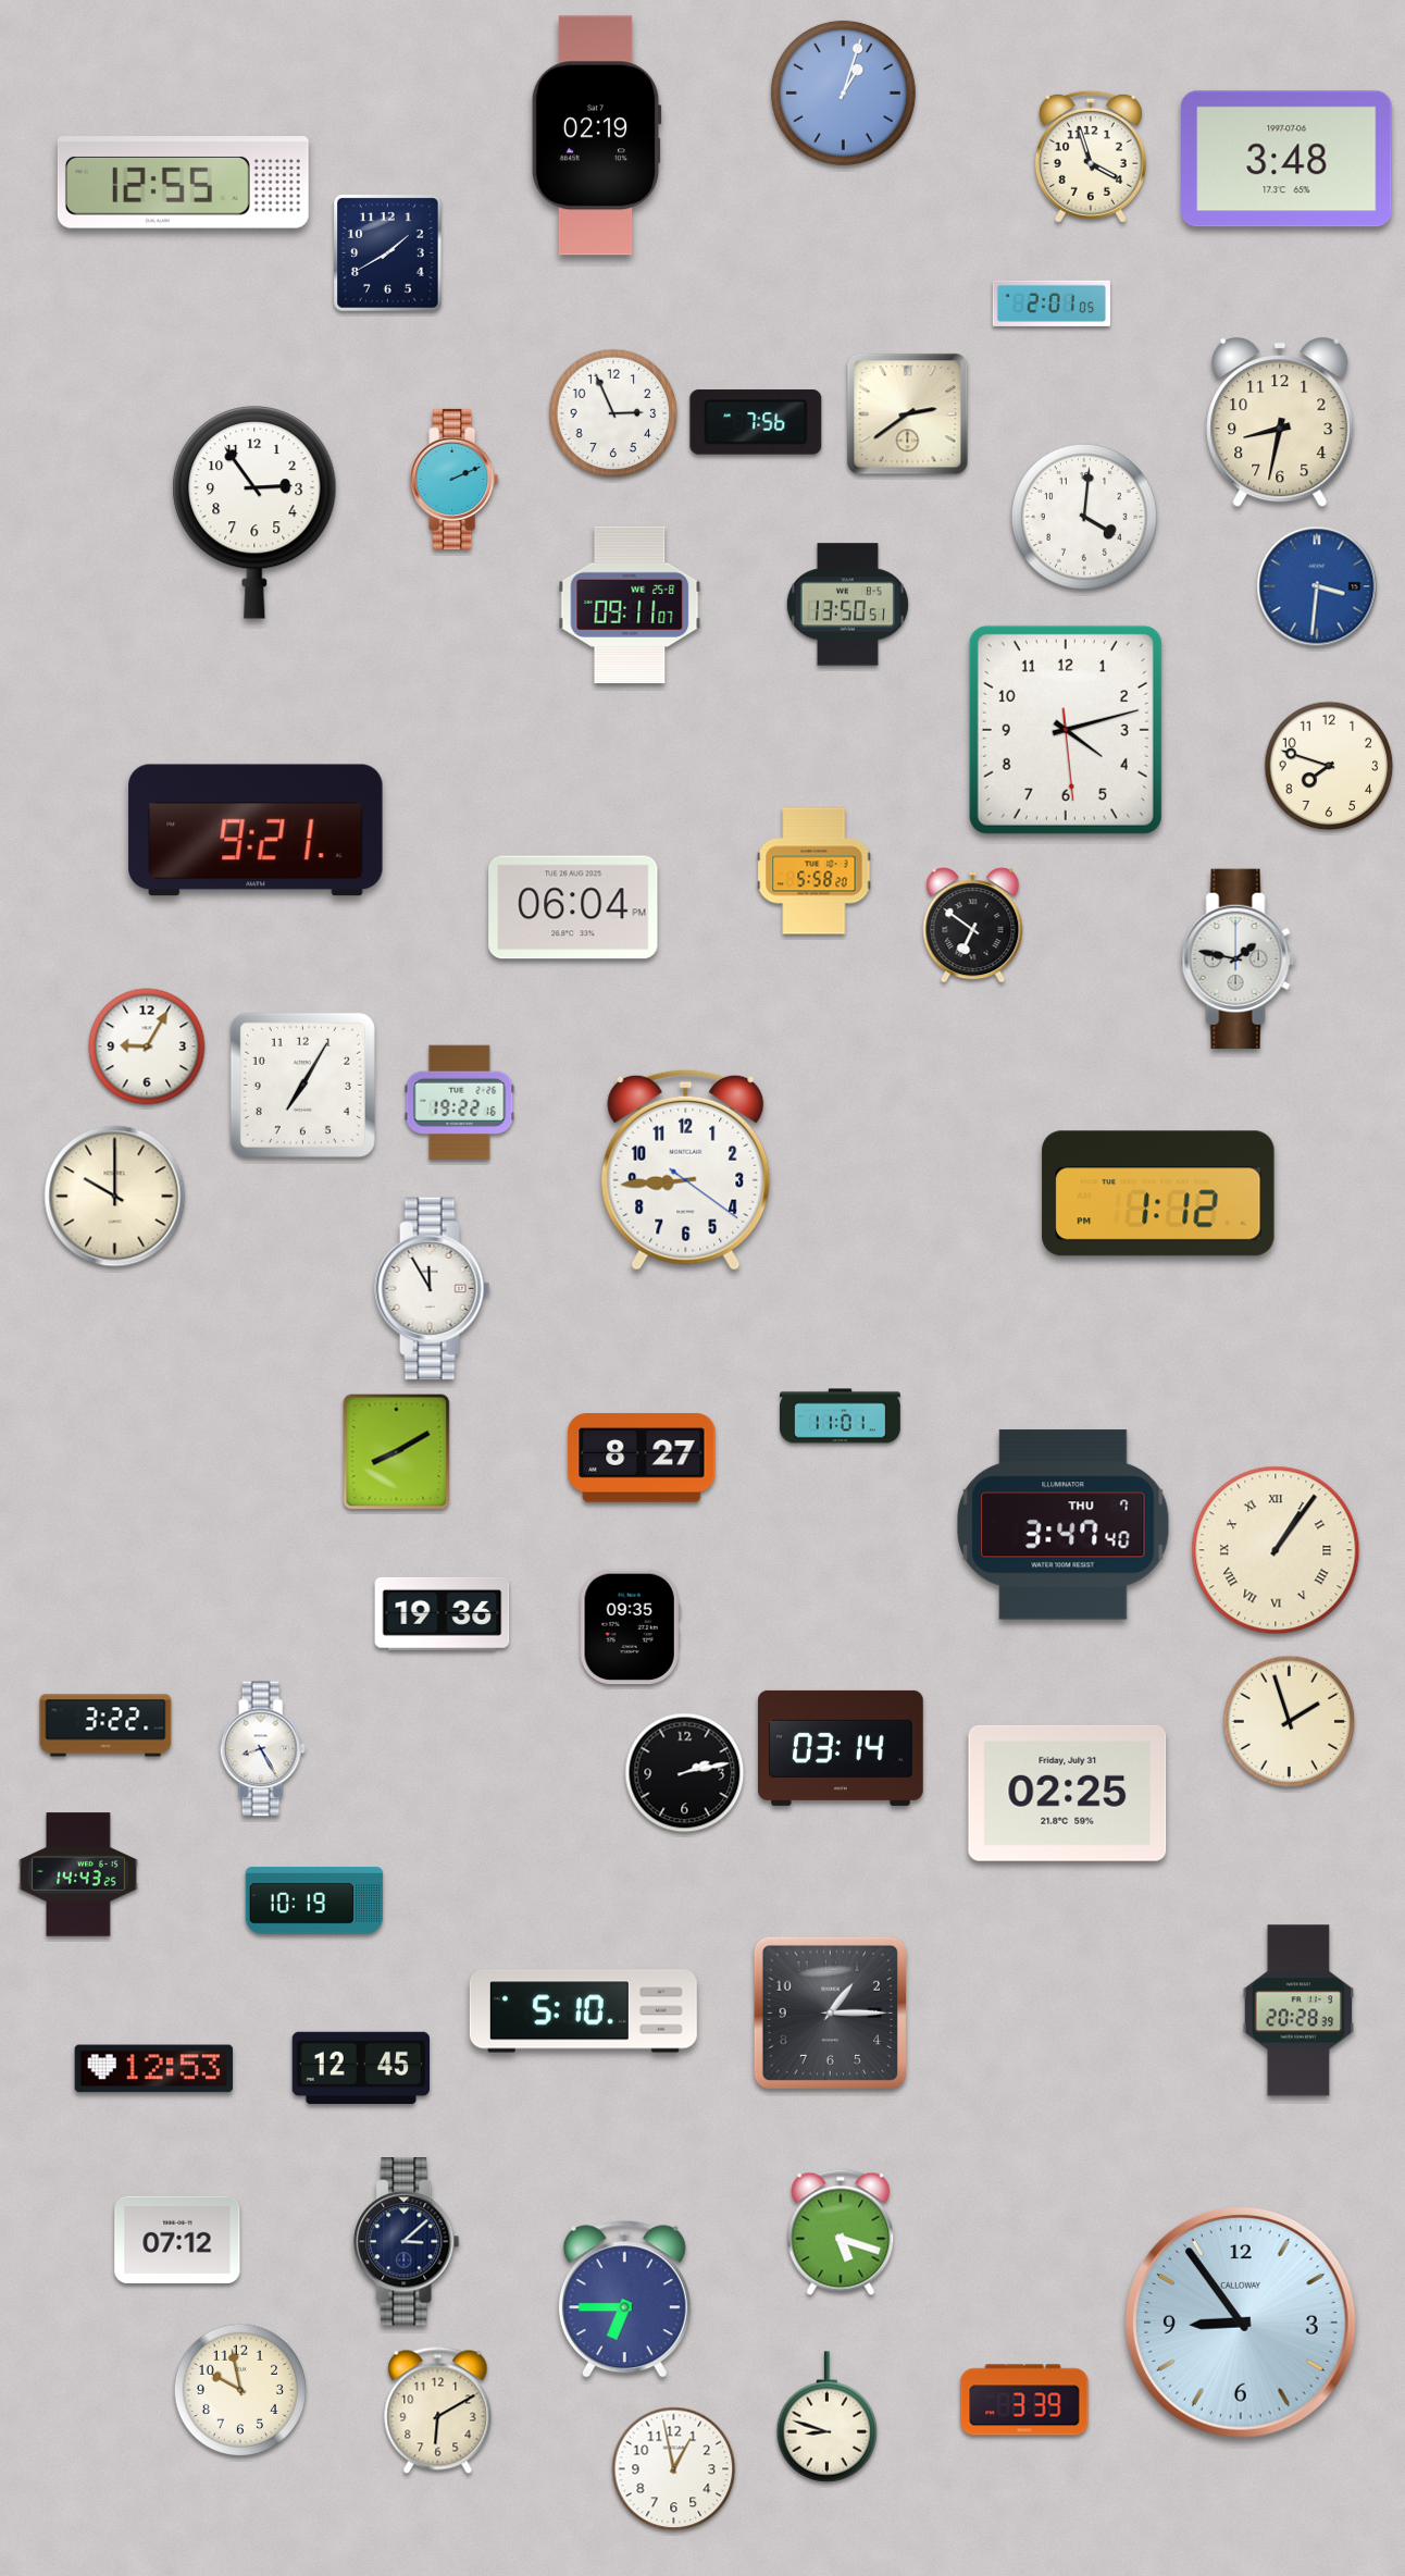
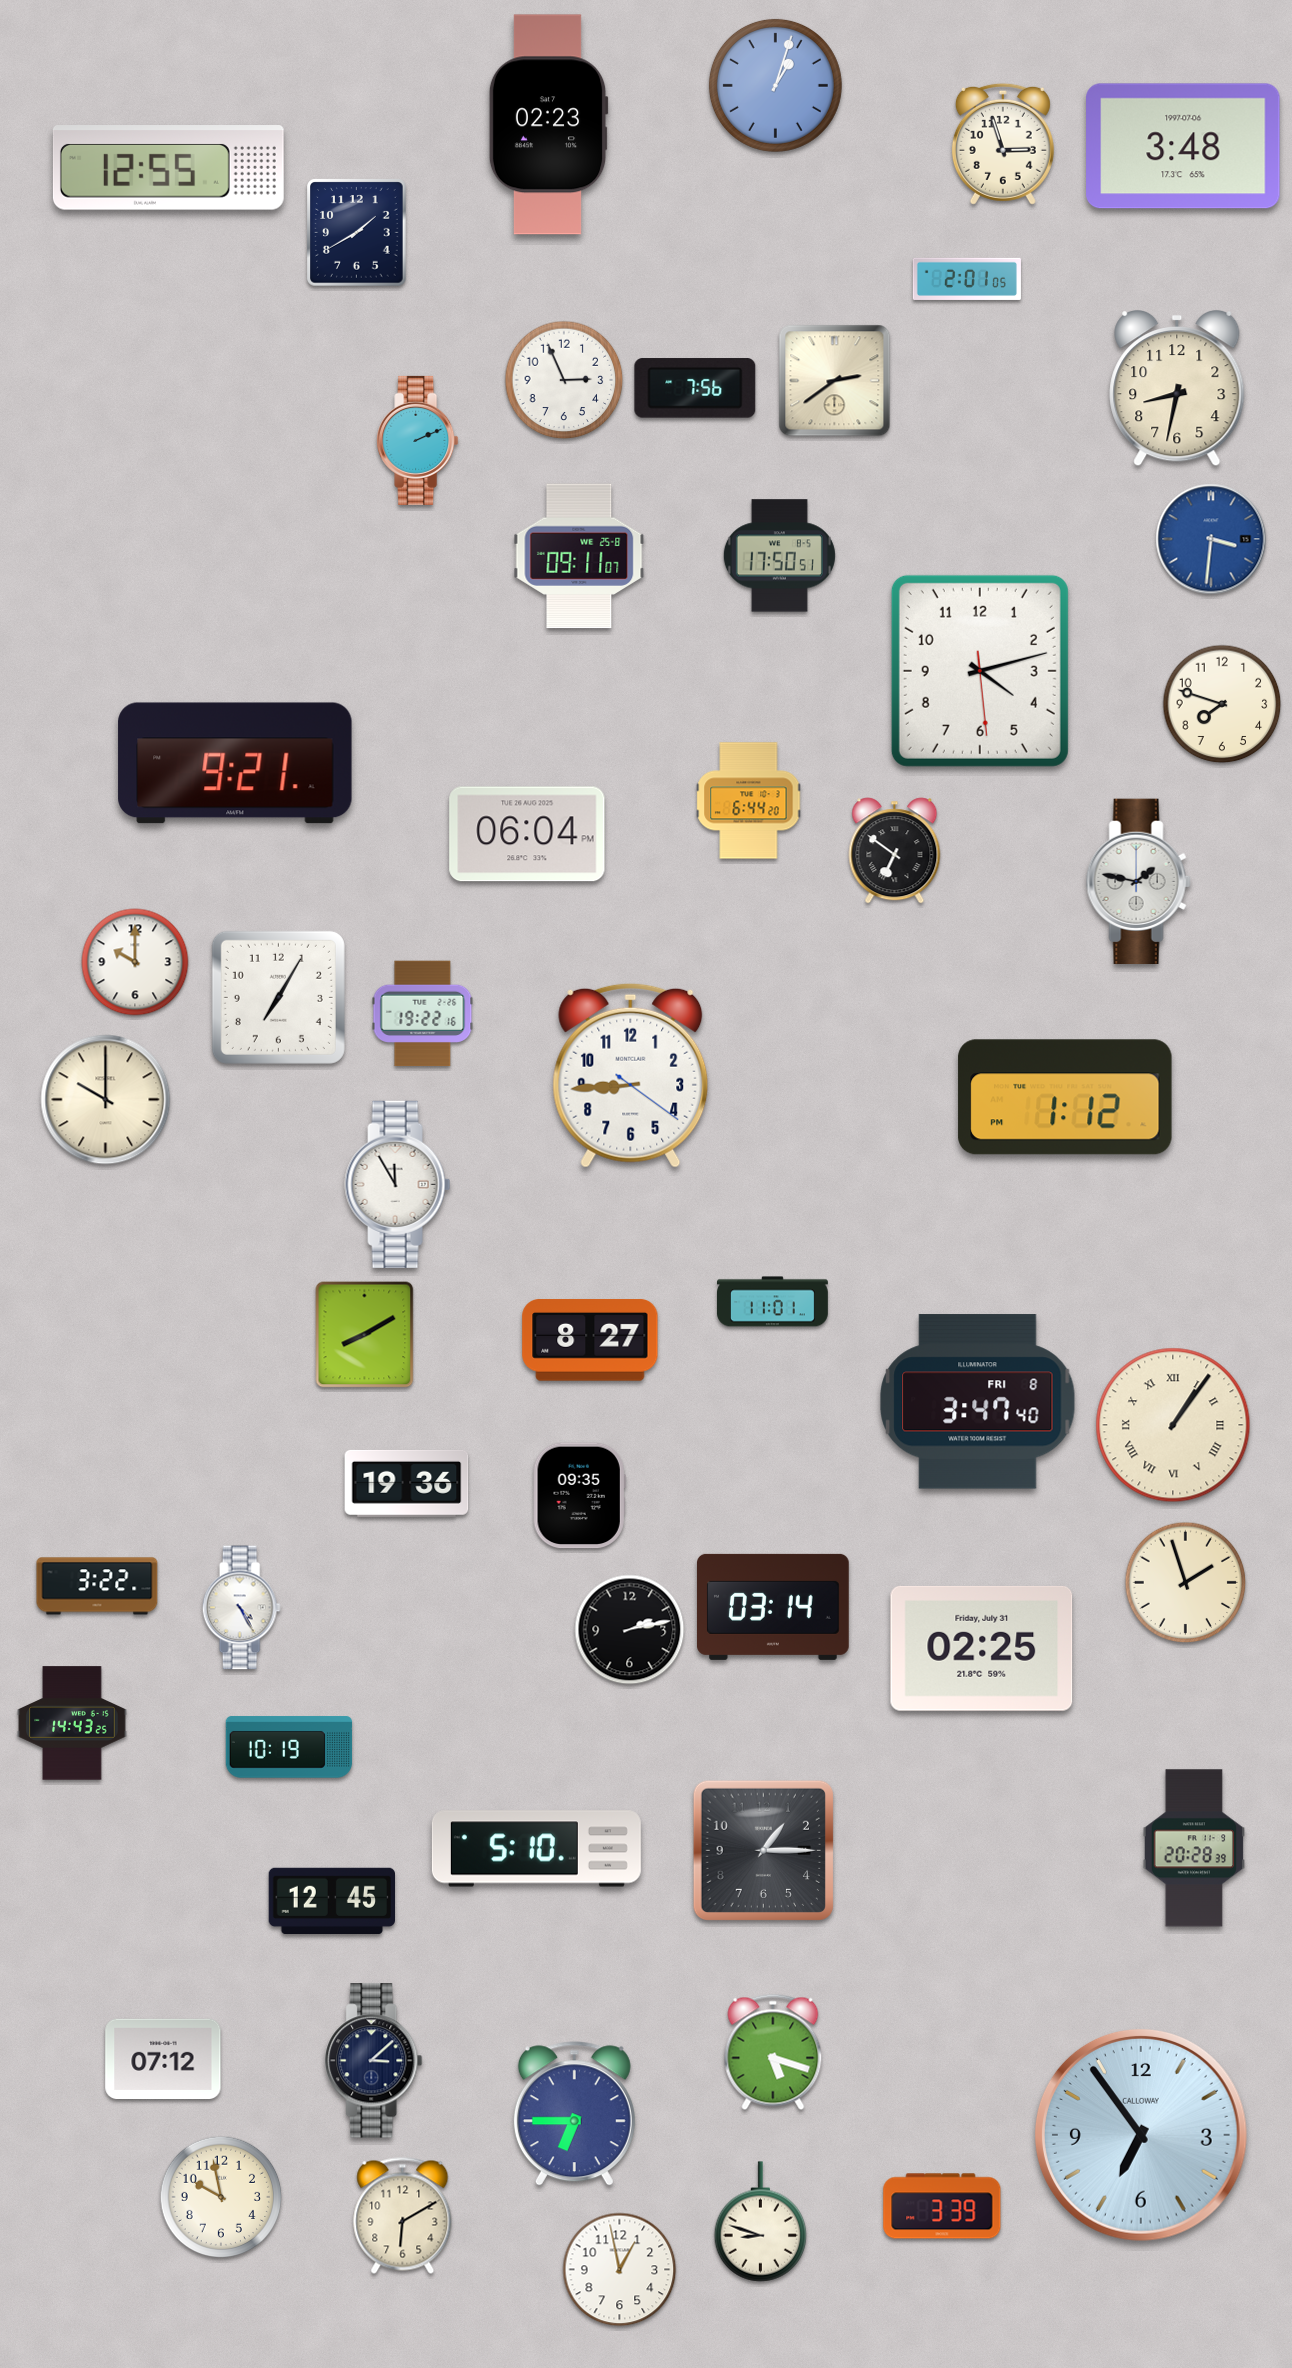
clock at (596, 136): 02:19 -> 02:23
clock at (1091, 157): 3:57 -> 2:57
clock at (254, 513): 2:54 -> none
clock at (1084, 517): 4:01 -> none
clock at (847, 605): 13:50 -> 17:50
clock at (815, 871): 5:58 -> 6:44
clock at (147, 1046): 9:05 -> 10:00
clock at (1064, 1525) date: THU 7 -> FRI 8
clock at (262, 1749): 8:25 -> 4:25
clock at (154, 2069): 12:53 -> none
clock at (1241, 2323): 8:54 -> 6:54
